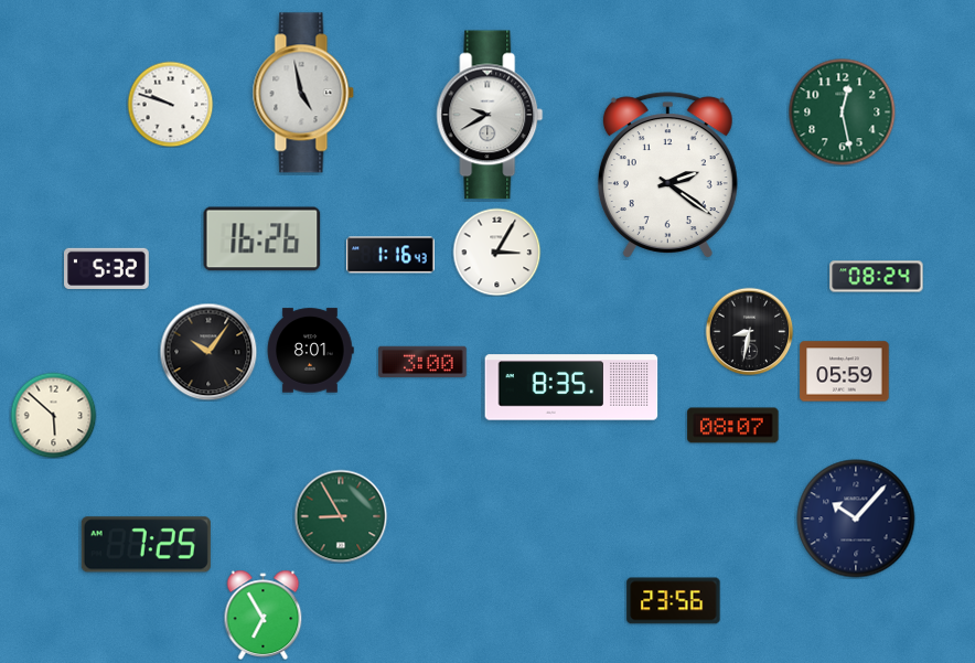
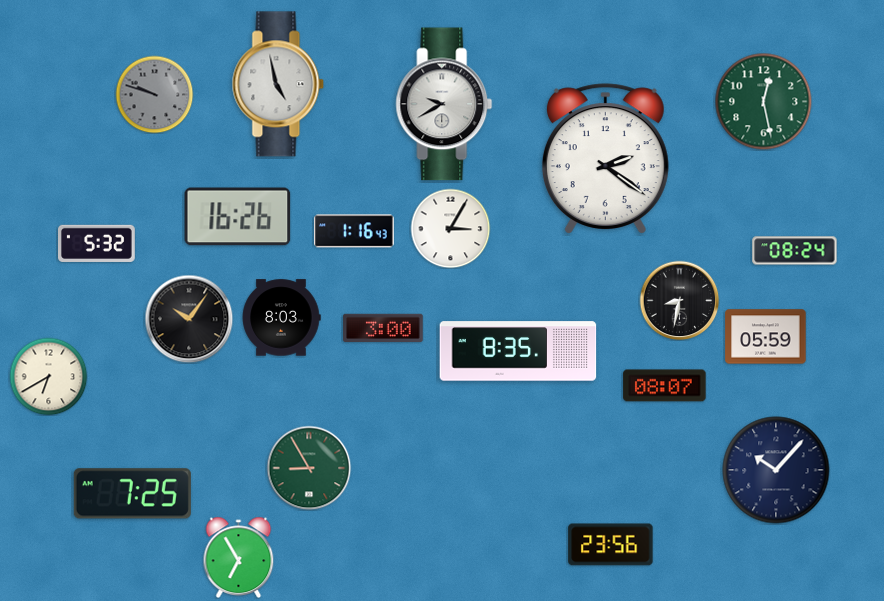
clock at (303, 93) position: (303, 93) -> (278, 84)
clock at (170, 104) dial: white -> grey
clock at (310, 351): 8:01 -> 8:03
clock at (53, 415): 5:52 -> 6:40
